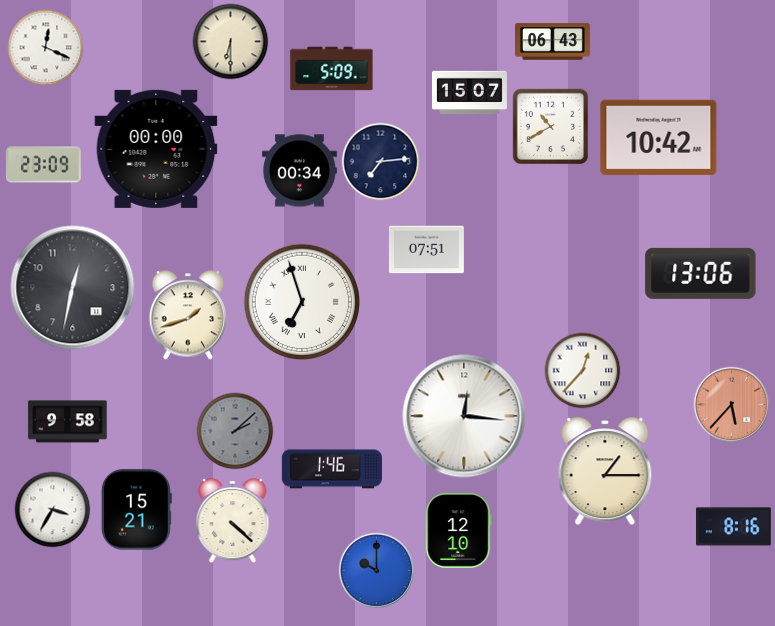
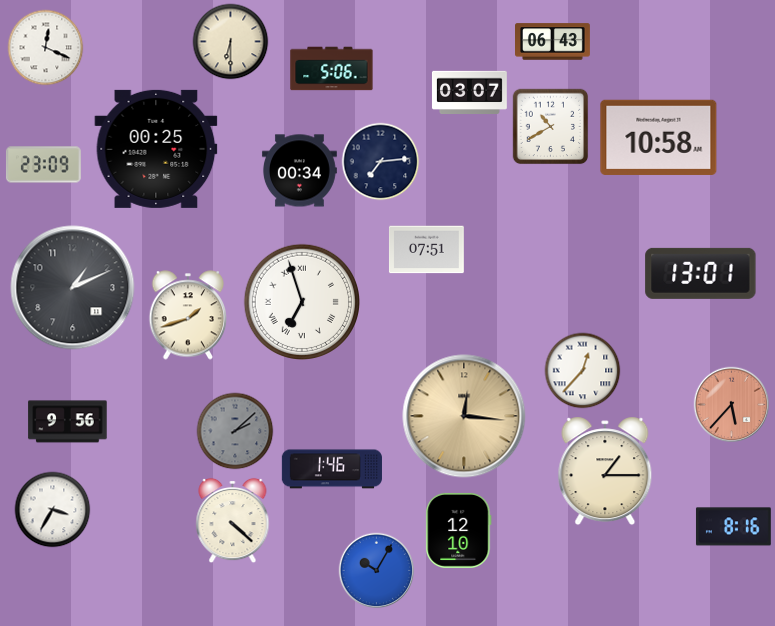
clock at (332, 69): 5:09 -> 5:06
clock at (470, 92): 15:07 -> 03:07
clock at (659, 137): 10:42 -> 10:58
clock at (156, 149): 00:00 -> 00:25
clock at (701, 273): 13:06 -> 13:01
clock at (73, 288): 12:32 -> 1:11
clock at (464, 416) dial: white -> champagne
clock at (68, 422): 9:58 -> 9:56
clock at (136, 510): 15:21 -> none
clock at (377, 571): 10:00 -> 10:05
